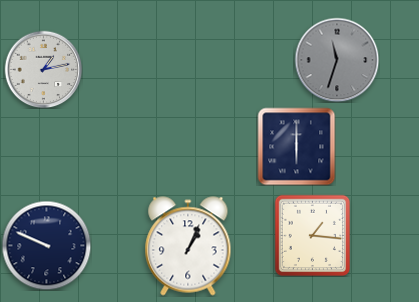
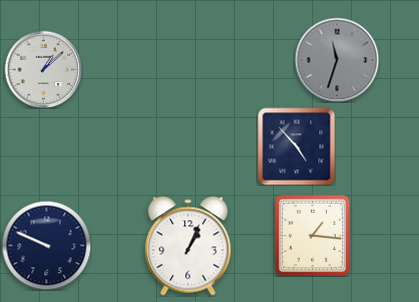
clock at (43, 69): 1:13 -> 1:08
clock at (296, 146): 6:00 -> 4:53
